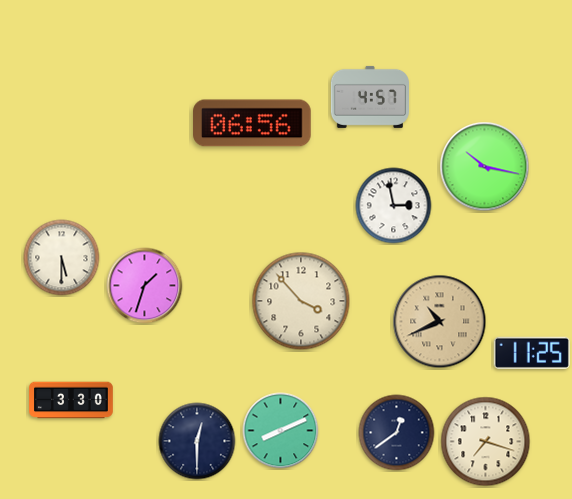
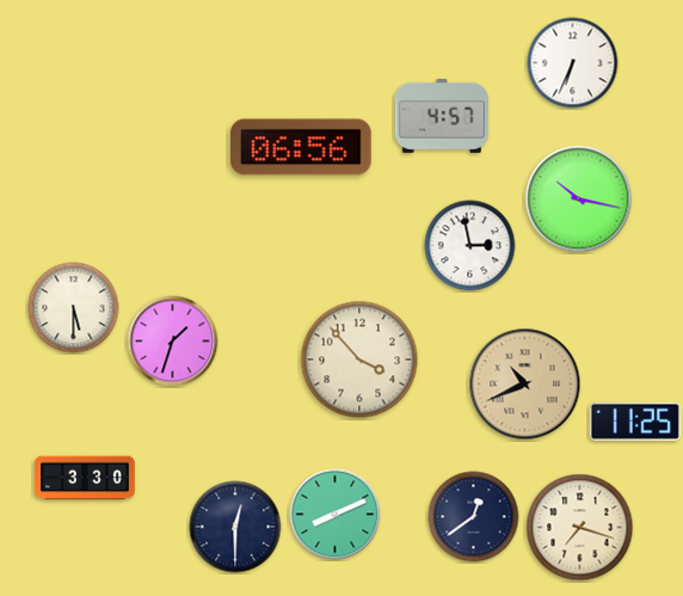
clock at (573, 63): none -> 6:34
